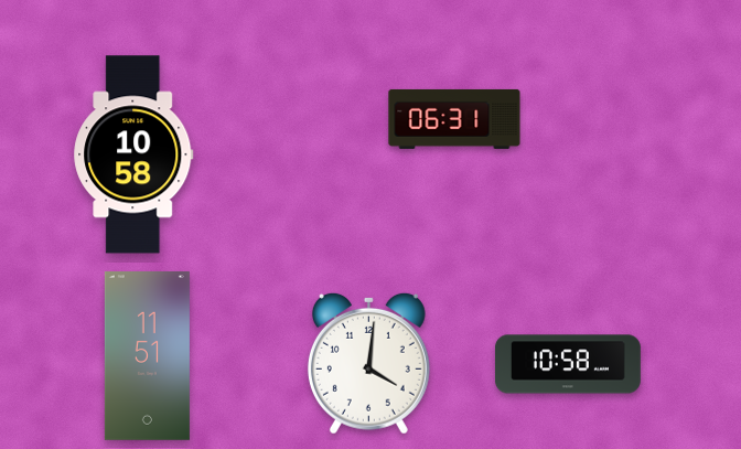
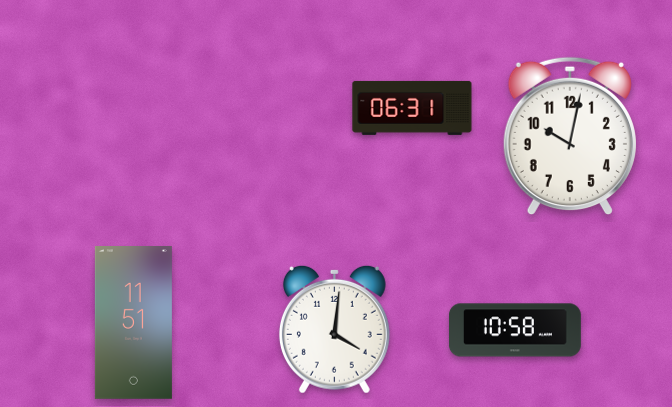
clock at (570, 136): none -> 10:02
clock at (133, 154): 10:58 -> none
